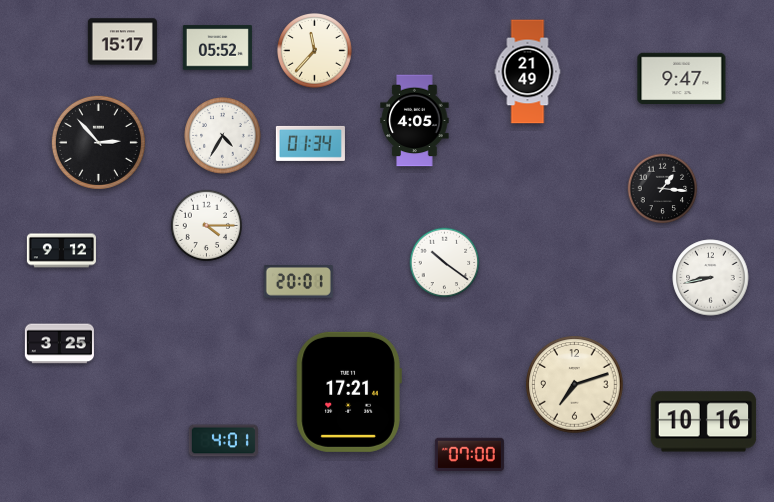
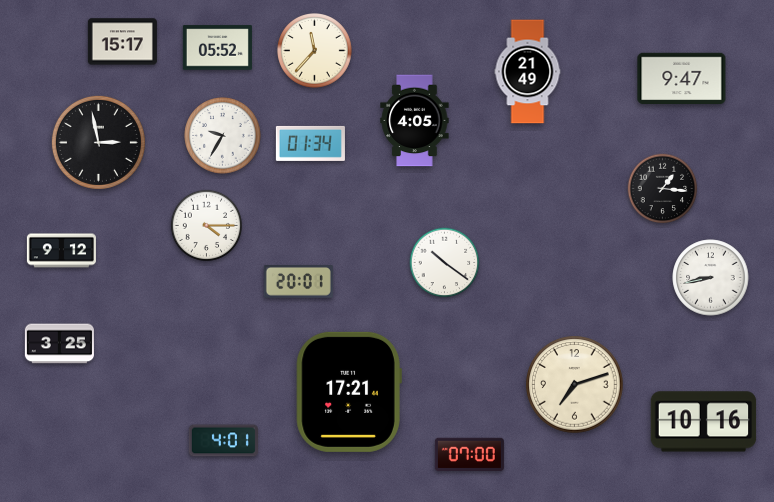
clock at (223, 136): 4:35 -> 9:35
clock at (98, 142): 2:53 -> 2:58
